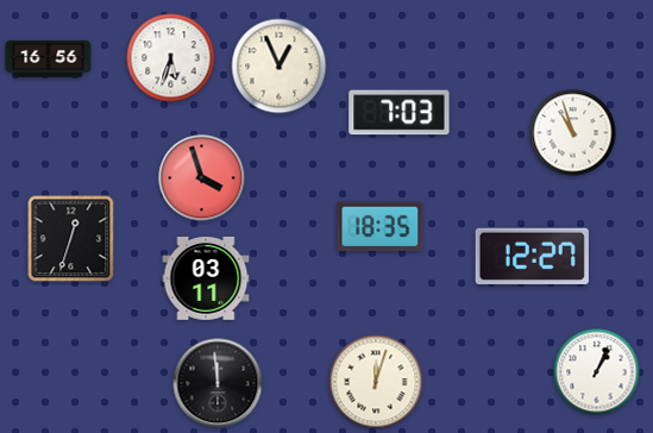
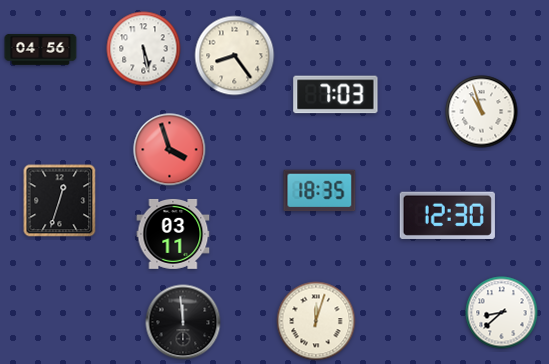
clock at (171, 58): 5:33 -> 5:28
clock at (49, 59): 16:56 -> 04:56
clock at (280, 67): 12:56 -> 8:24
clock at (532, 256): 12:27 -> 12:30
clock at (597, 372): 1:04 -> 8:38
